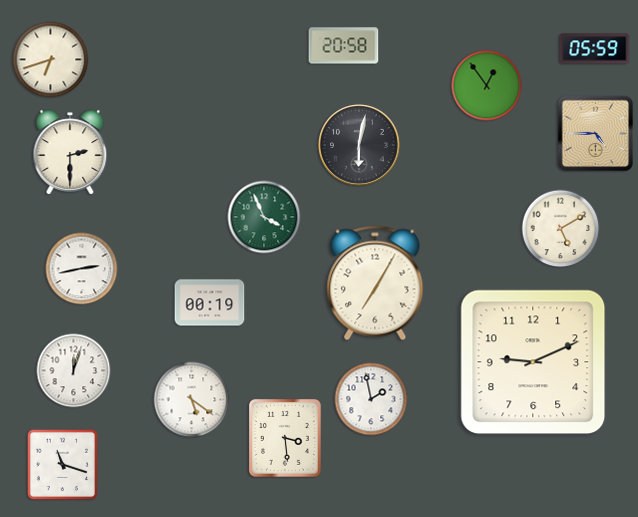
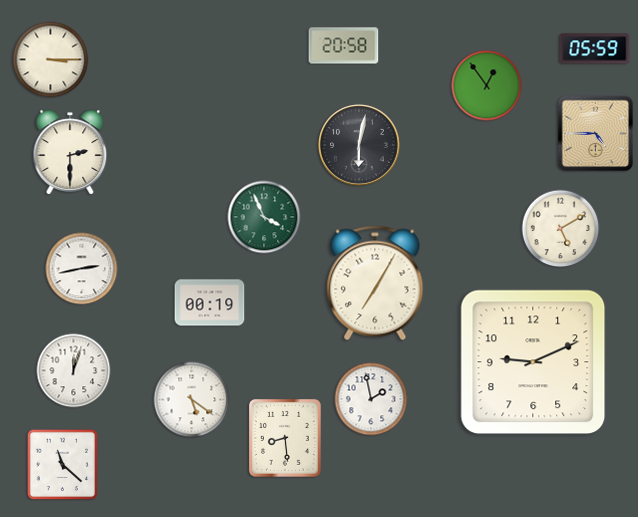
clock at (51, 60): 6:42 -> 3:15
clock at (285, 439): 3:29 -> 8:29
clock at (63, 465): 11:18 -> 11:22
